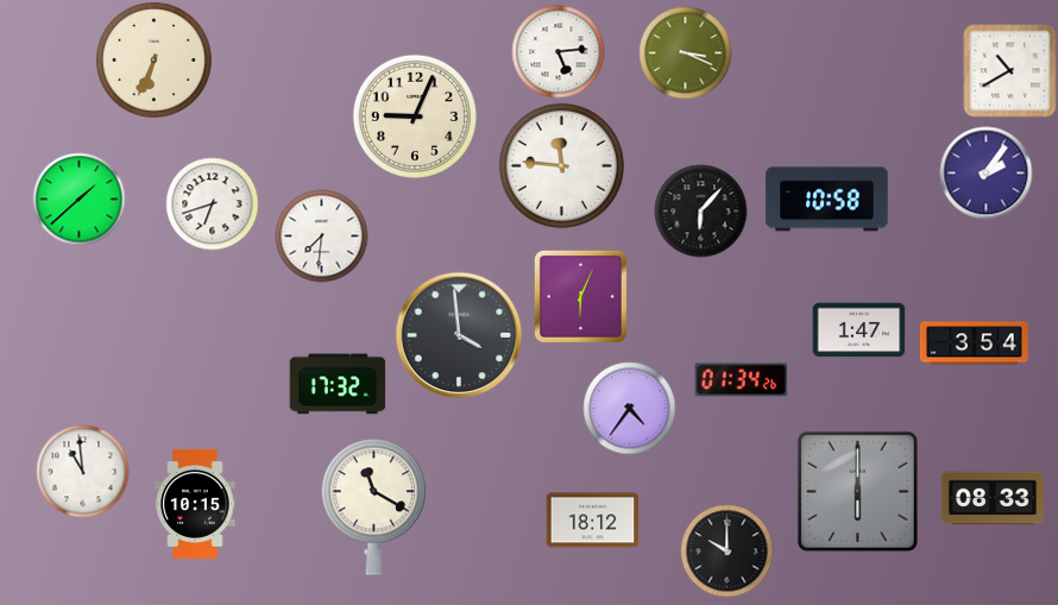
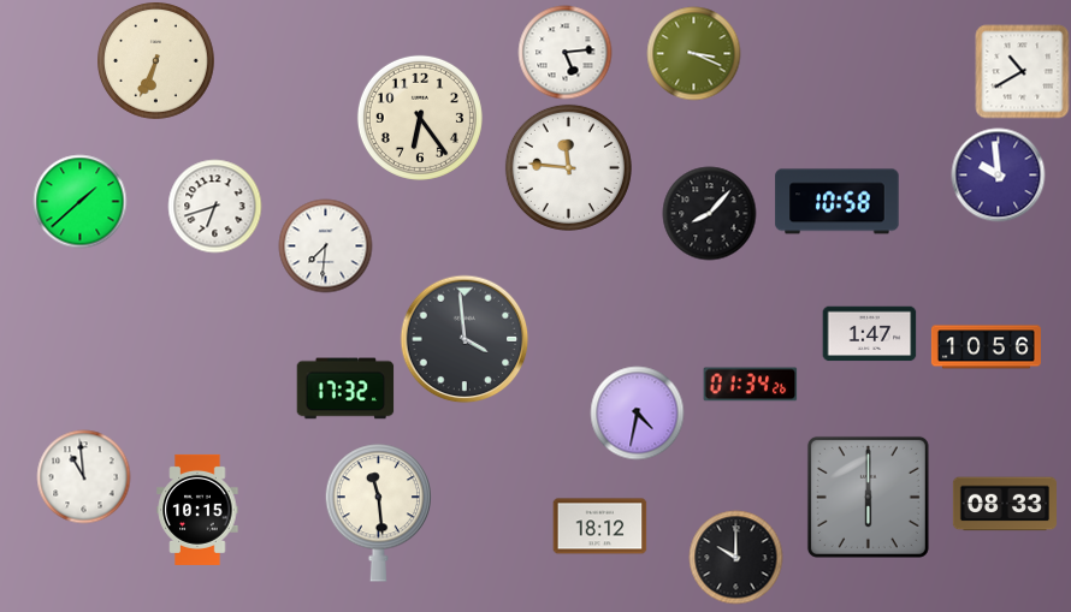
clock at (415, 116): 9:04 -> 6:24
clock at (985, 172): 2:06 -> 9:59
clock at (700, 210): 6:07 -> 8:07
clock at (321, 235) position: (321, 235) -> (325, 245)
clock at (580, 296): 6:04 -> none
clock at (974, 344): 3:54 -> 10:56
clock at (338, 384) position: (338, 384) -> (345, 388)
clock at (629, 408): 4:36 -> 4:32
clock at (373, 508): 11:20 -> 11:29
